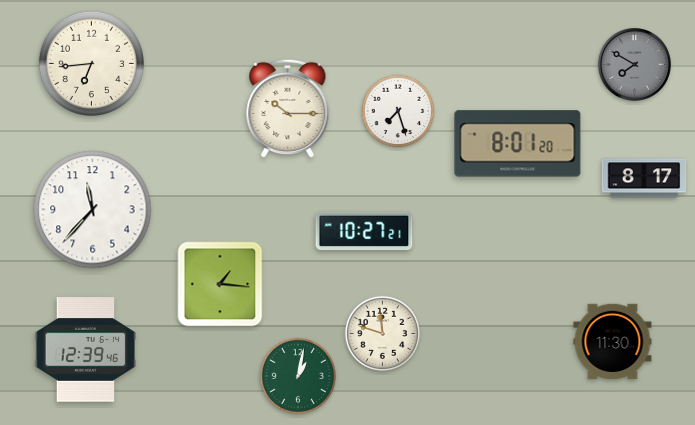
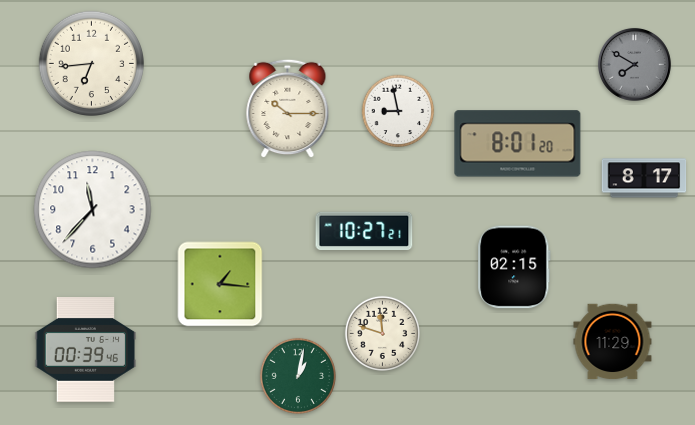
clock at (398, 111): 7:27 -> 8:58
clock at (514, 267): none -> 02:15
clock at (613, 342): 11:30 -> 11:29
clock at (86, 350): 12:39 -> 00:39
